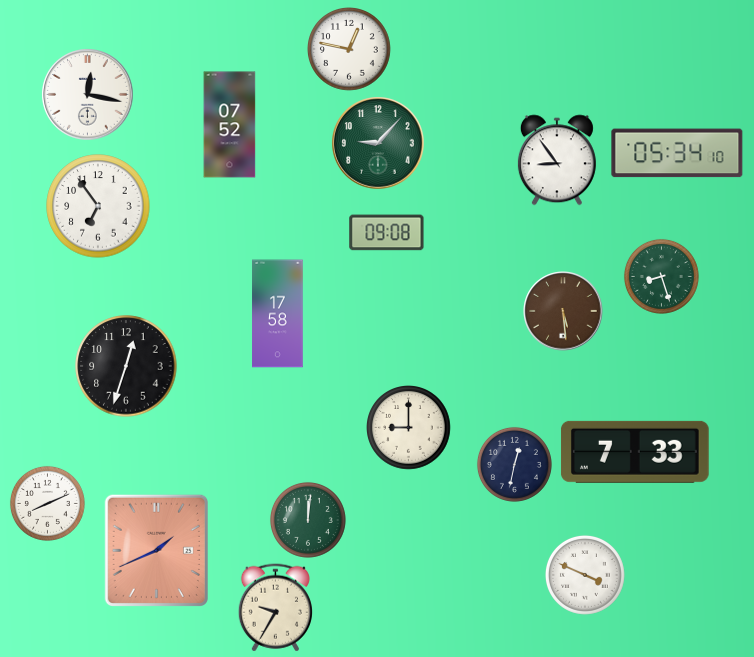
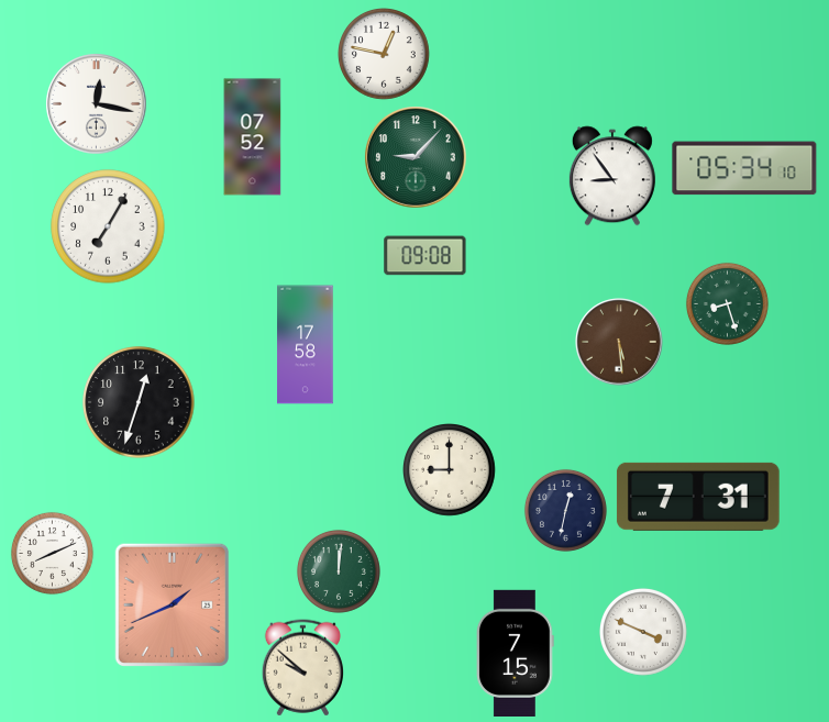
clock at (98, 206): 6:54 -> 7:05
clock at (635, 452): 7:33 -> 7:31
clock at (516, 653): none -> 7:15
clock at (275, 608): 9:35 -> 9:52
